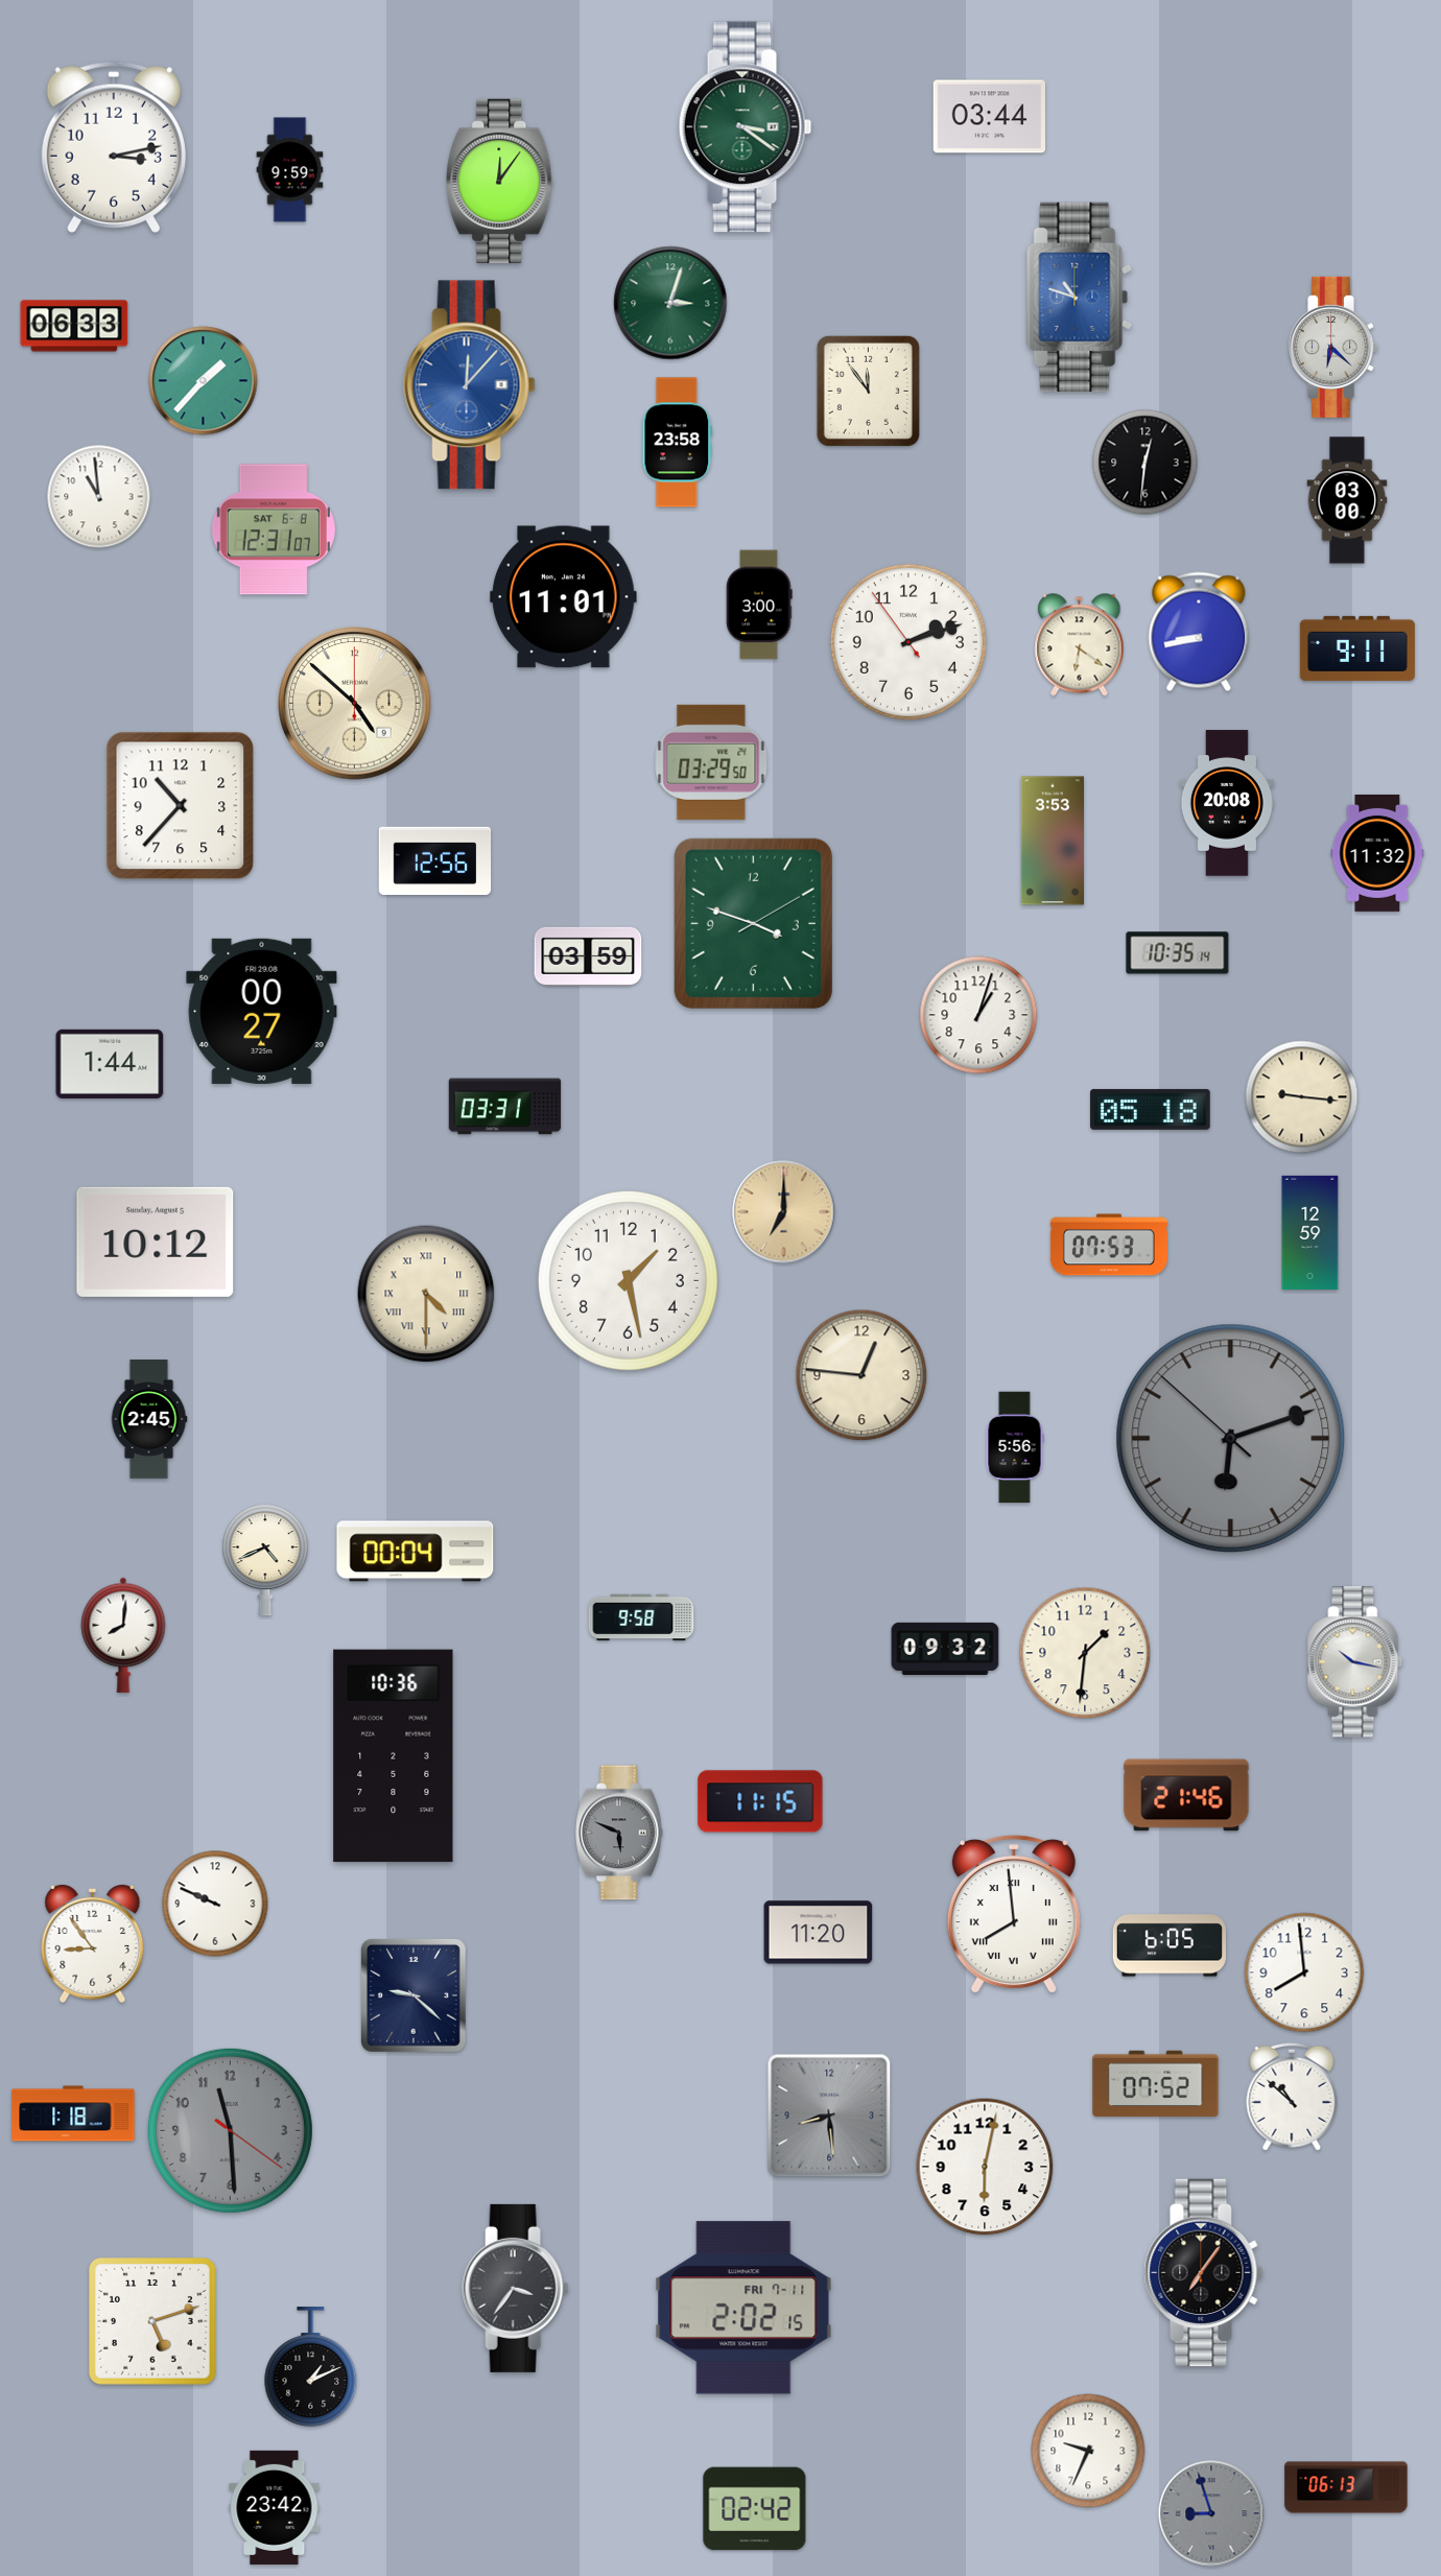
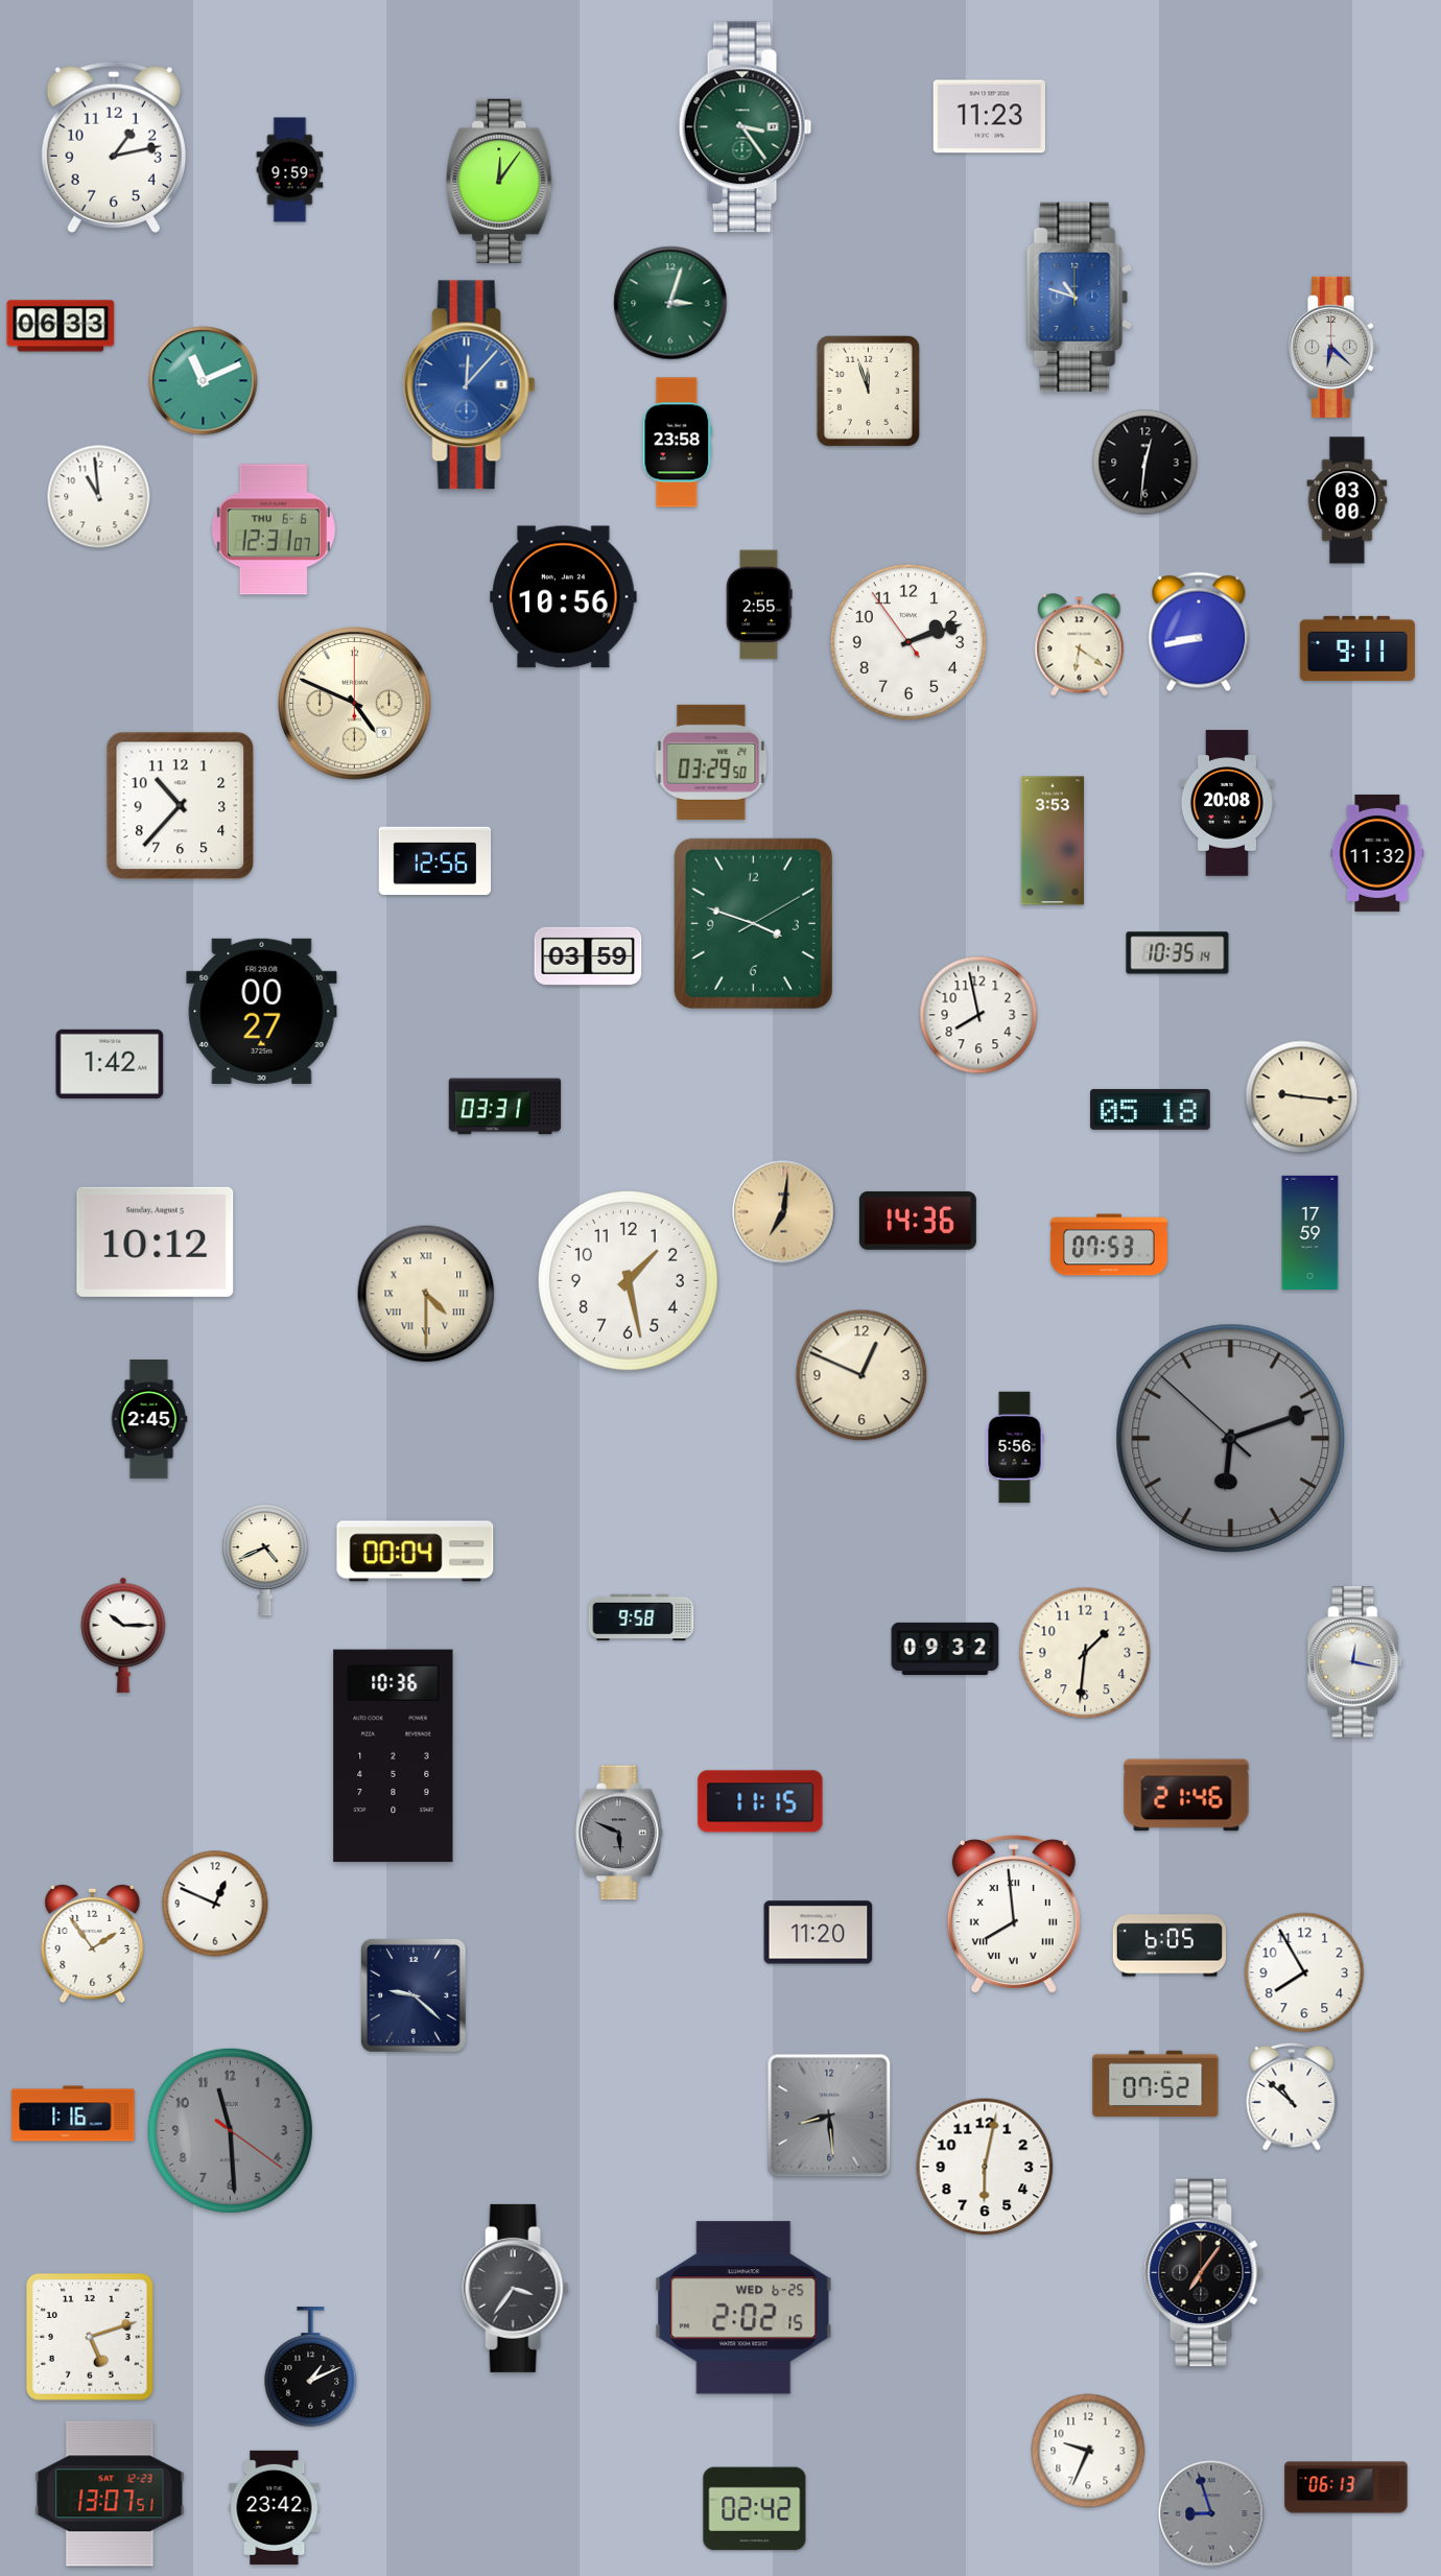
clock at (989, 117): 03:44 -> 11:23
clock at (746, 127): 3:21 -> 3:24
clock at (114, 147): 3:13 -> 1:13
clock at (74, 326) position: (74, 326) -> (61, 326)
clock at (204, 381): 1:37 -> 11:11
clock at (868, 391): 11:54 -> 11:57
clock at (274, 529) date: SAT 6-8 -> THU 6-6
clock at (564, 597): 11:01 -> 10:56
clock at (759, 605): 3:00 -> 2:55
clock at (355, 704): 4:52 -> 4:49
clock at (978, 1015): 1:03 -> 7:58
clock at (110, 1064): 1:44 -> 1:42
clock at (784, 1212): 7:00 -> 7:01
clock at (918, 1221): none -> 14:36
clock at (1310, 1232): 12:59 -> 17:59
clock at (861, 1375): 12:46 -> 12:49
clock at (123, 1635): 8:01 -> 10:15
clock at (1355, 1662): 10:17 -> 12:17
clock at (215, 1904): 9:49 -> 12:49
clock at (93, 1943): 8:54 -> 1:54
clock at (1304, 1972): 7:59 -> 7:55
clock at (73, 2113): 1:18 -> 1:16
clock at (743, 2308) date: FRI 7-11 -> WED 6-25
clock at (152, 2321) position: (152, 2321) -> (90, 2337)
clock at (110, 2494): none -> 13:07
